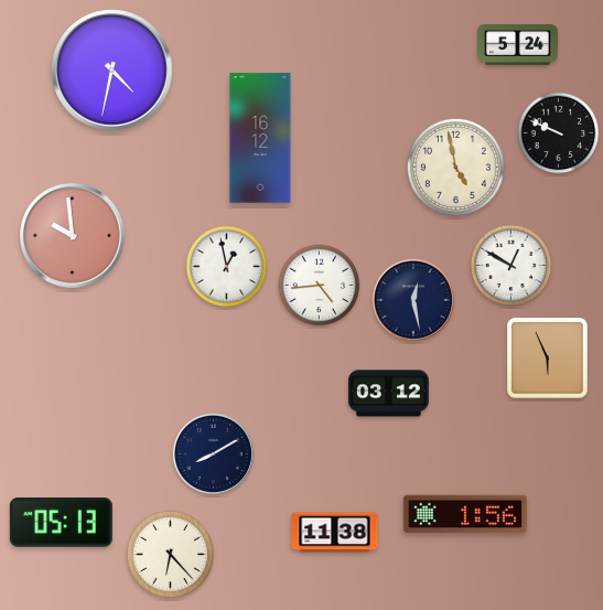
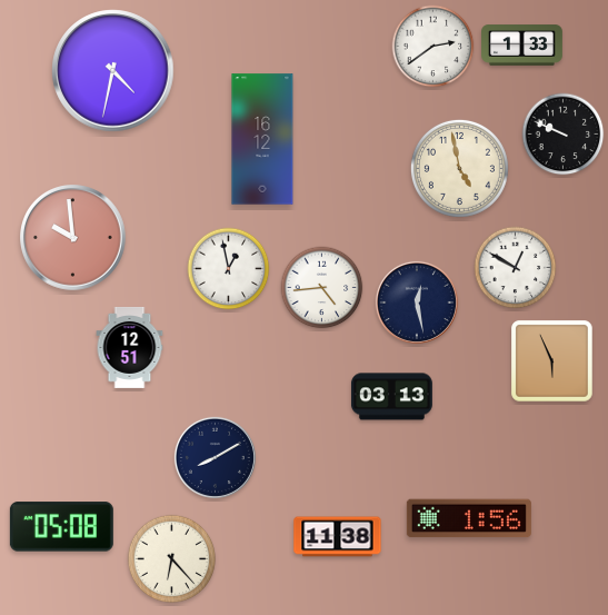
clock at (518, 45): 5:24 -> 1:33
clock at (433, 47): none -> 2:39
clock at (130, 348): none -> 12:51
clock at (388, 394): 03:12 -> 03:13
clock at (61, 523): 05:13 -> 05:08
